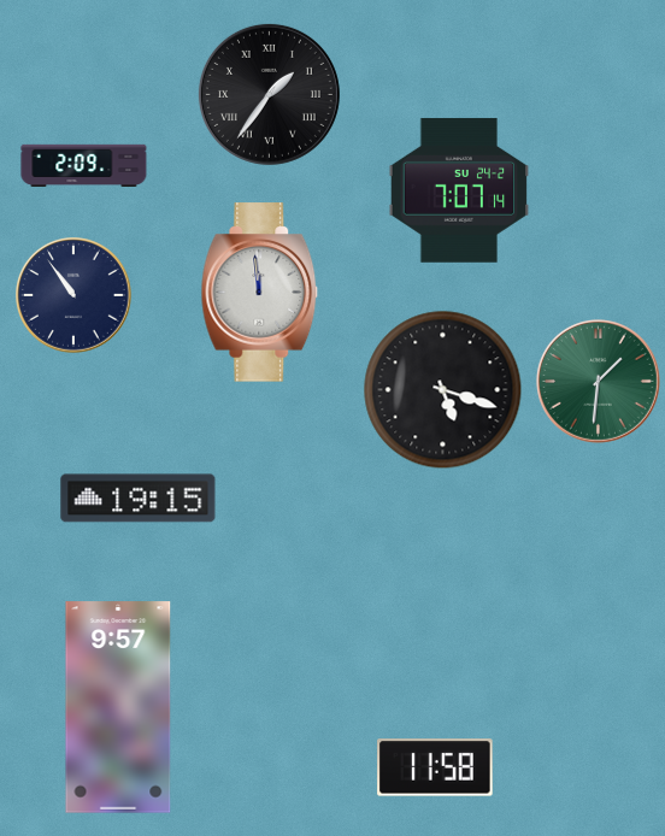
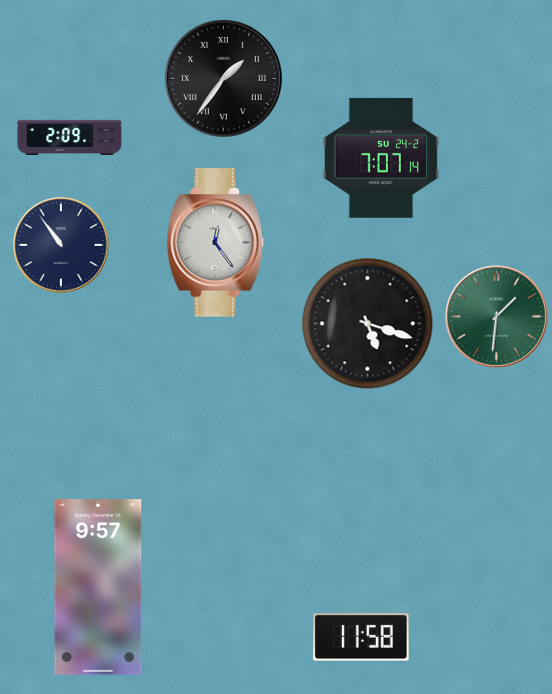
clock at (260, 293): 11:59 -> 12:24
clock at (139, 499): 19:15 -> none
